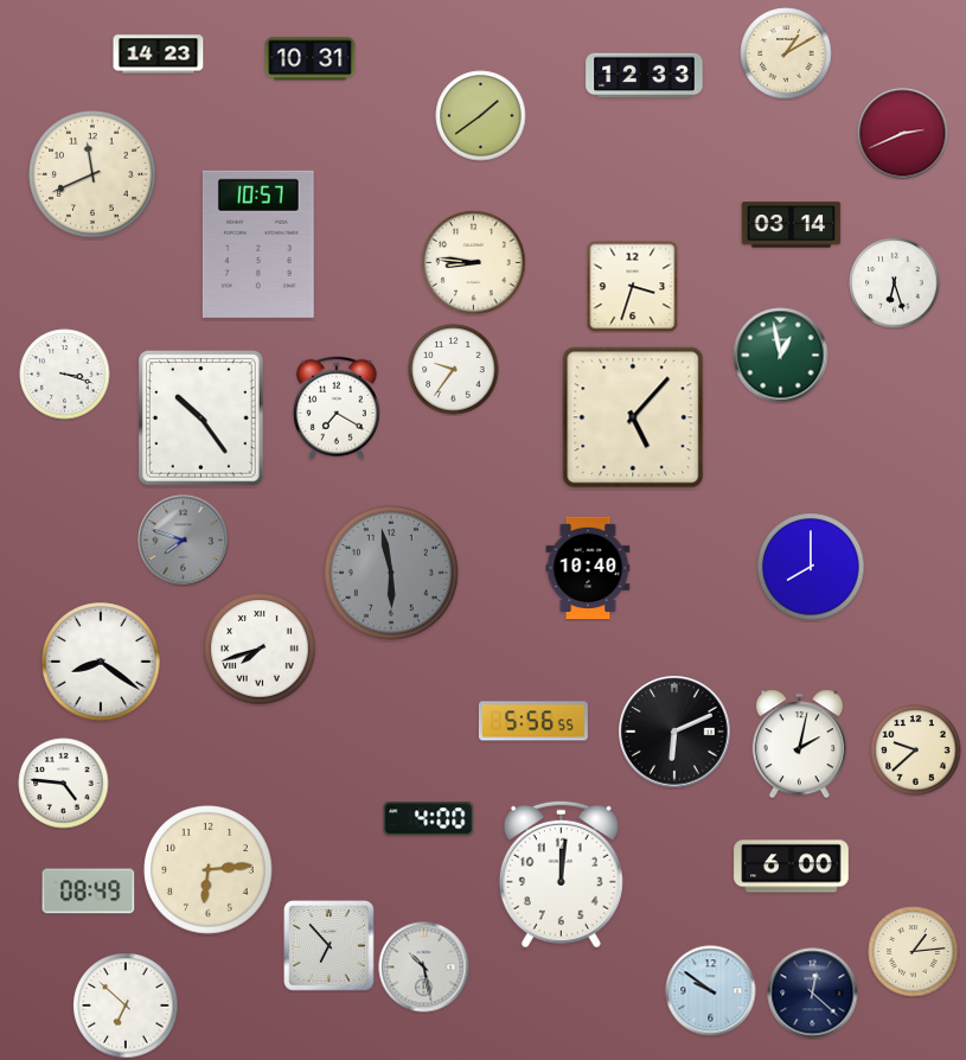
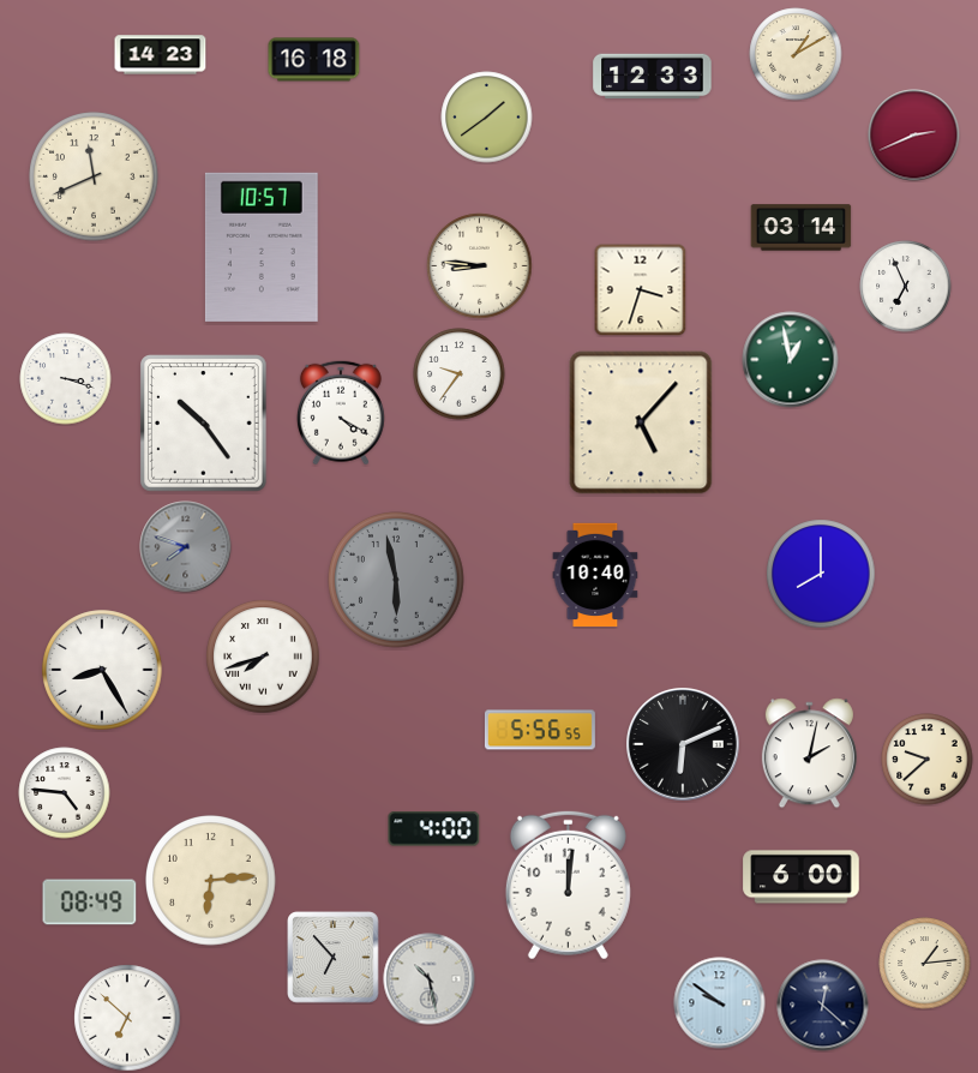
clock at (311, 59): 10:31 -> 16:18
clock at (895, 283): 6:27 -> 6:56
clock at (337, 408): 7:20 -> 4:20
clock at (101, 662): 8:21 -> 8:25
clock at (674, 732) position: (674, 732) -> (683, 744)
